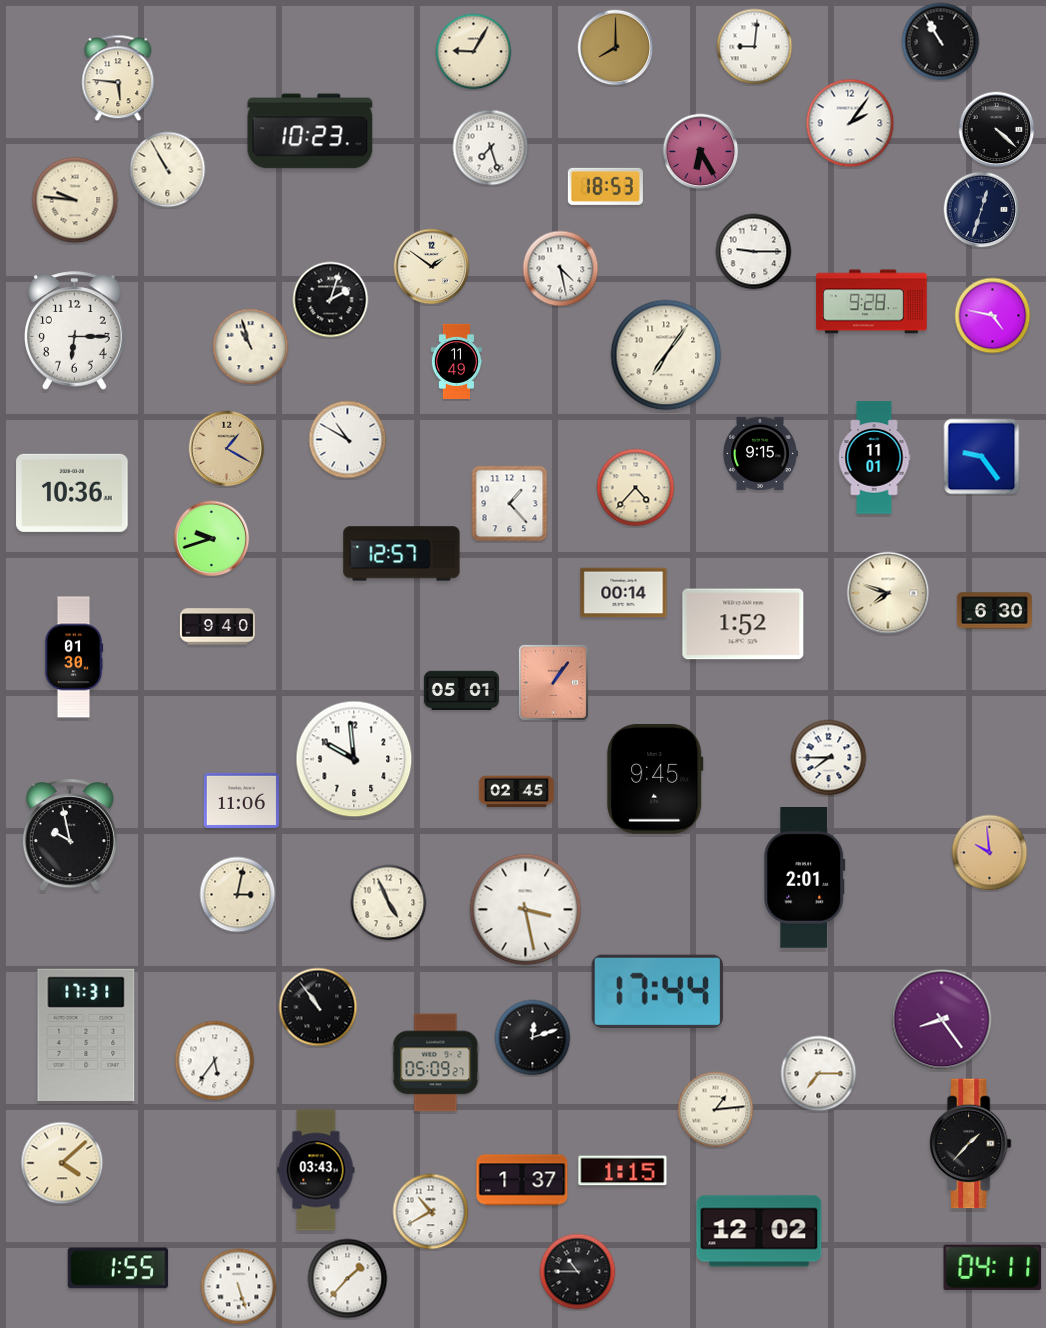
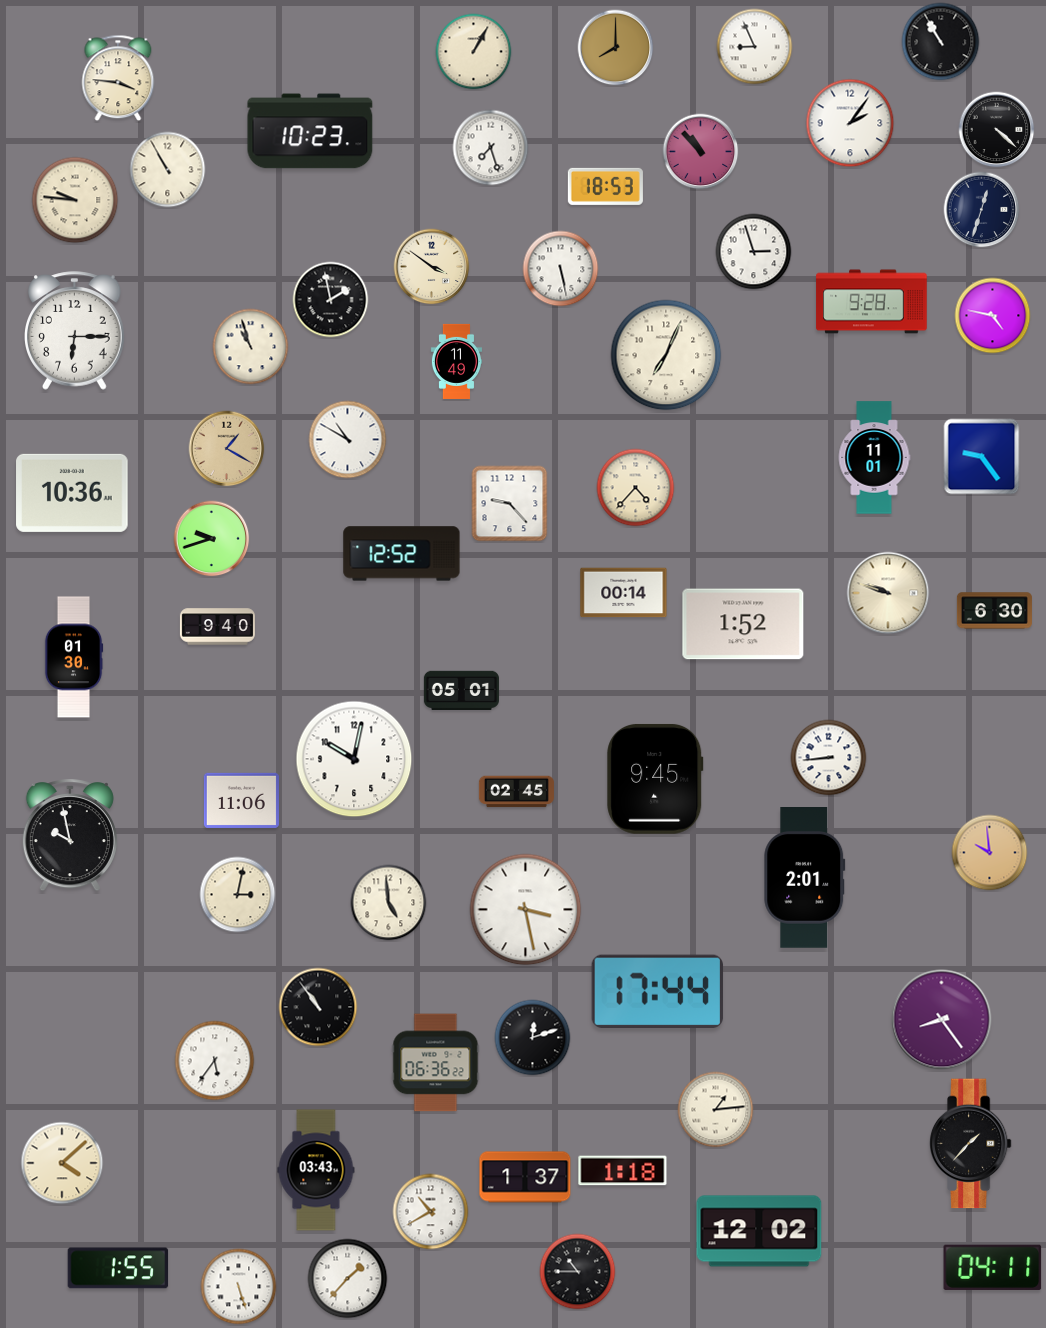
clock at (755, 47): 9:01 -> 8:56
clock at (474, 52): 9:05 -> 1:05
clock at (118, 78): 5:46 -> 3:46
clock at (701, 152): 6:25 -> 10:53
clock at (754, 252): 9:15 -> 2:57
clock at (432, 267): 1:51 -> 3:51
clock at (561, 269): 4:28 -> 5:28
clock at (331, 300): 2:03 -> 1:58
clock at (666, 355): 7:06 -> 7:04
clock at (760, 453): 9:15 -> none
clock at (510, 504): 1:23 -> 9:23
clock at (402, 554): 12:57 -> 12:52
clock at (888, 593): 7:48 -> 9:48
clock at (553, 682): 1:06 -> none
clock at (829, 758): 7:45 -> 8:44
clock at (354, 759): 9:59 -> 10:02
clock at (389, 903): 4:56 -> 4:59
clock at (86, 1034): 17:31 -> none
clock at (436, 1063): 05:09 -> 06:36
clock at (819, 1074): 7:15 -> none
clock at (623, 1171): 1:15 -> 1:18
clock at (522, 1180) position: (522, 1180) -> (525, 1177)
